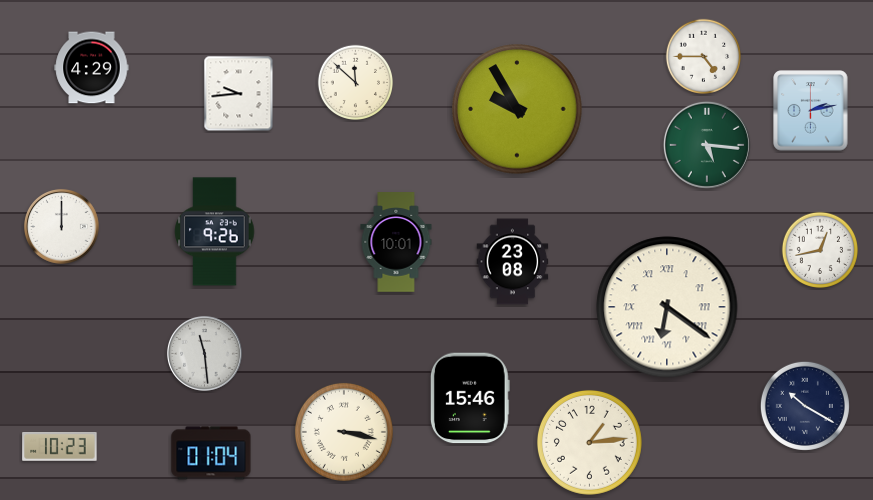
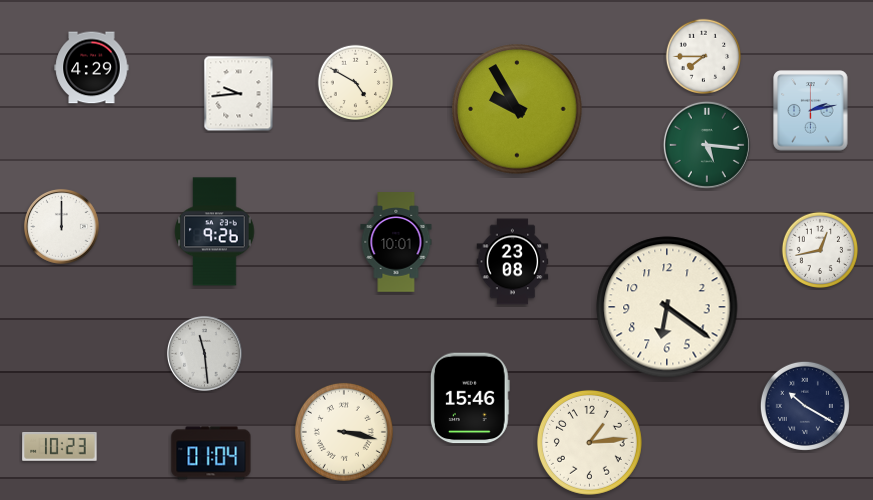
clock at (704, 57): 4:45 -> 7:45
clock at (356, 83): 11:52 -> 4:50
clock at (667, 307) numerals: Roman -> Arabic
